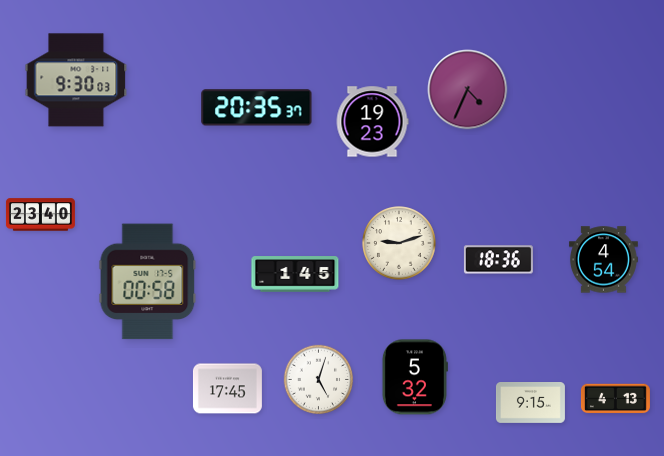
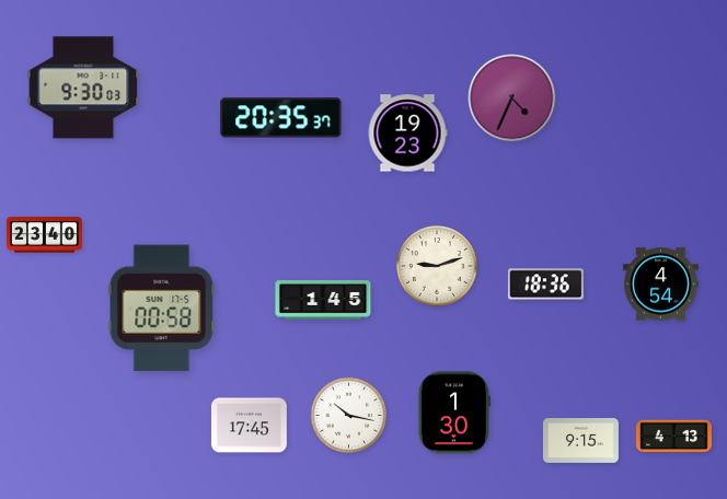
clock at (414, 377): 5:32 -> 1:30
clock at (319, 380): 5:03 -> 10:17
